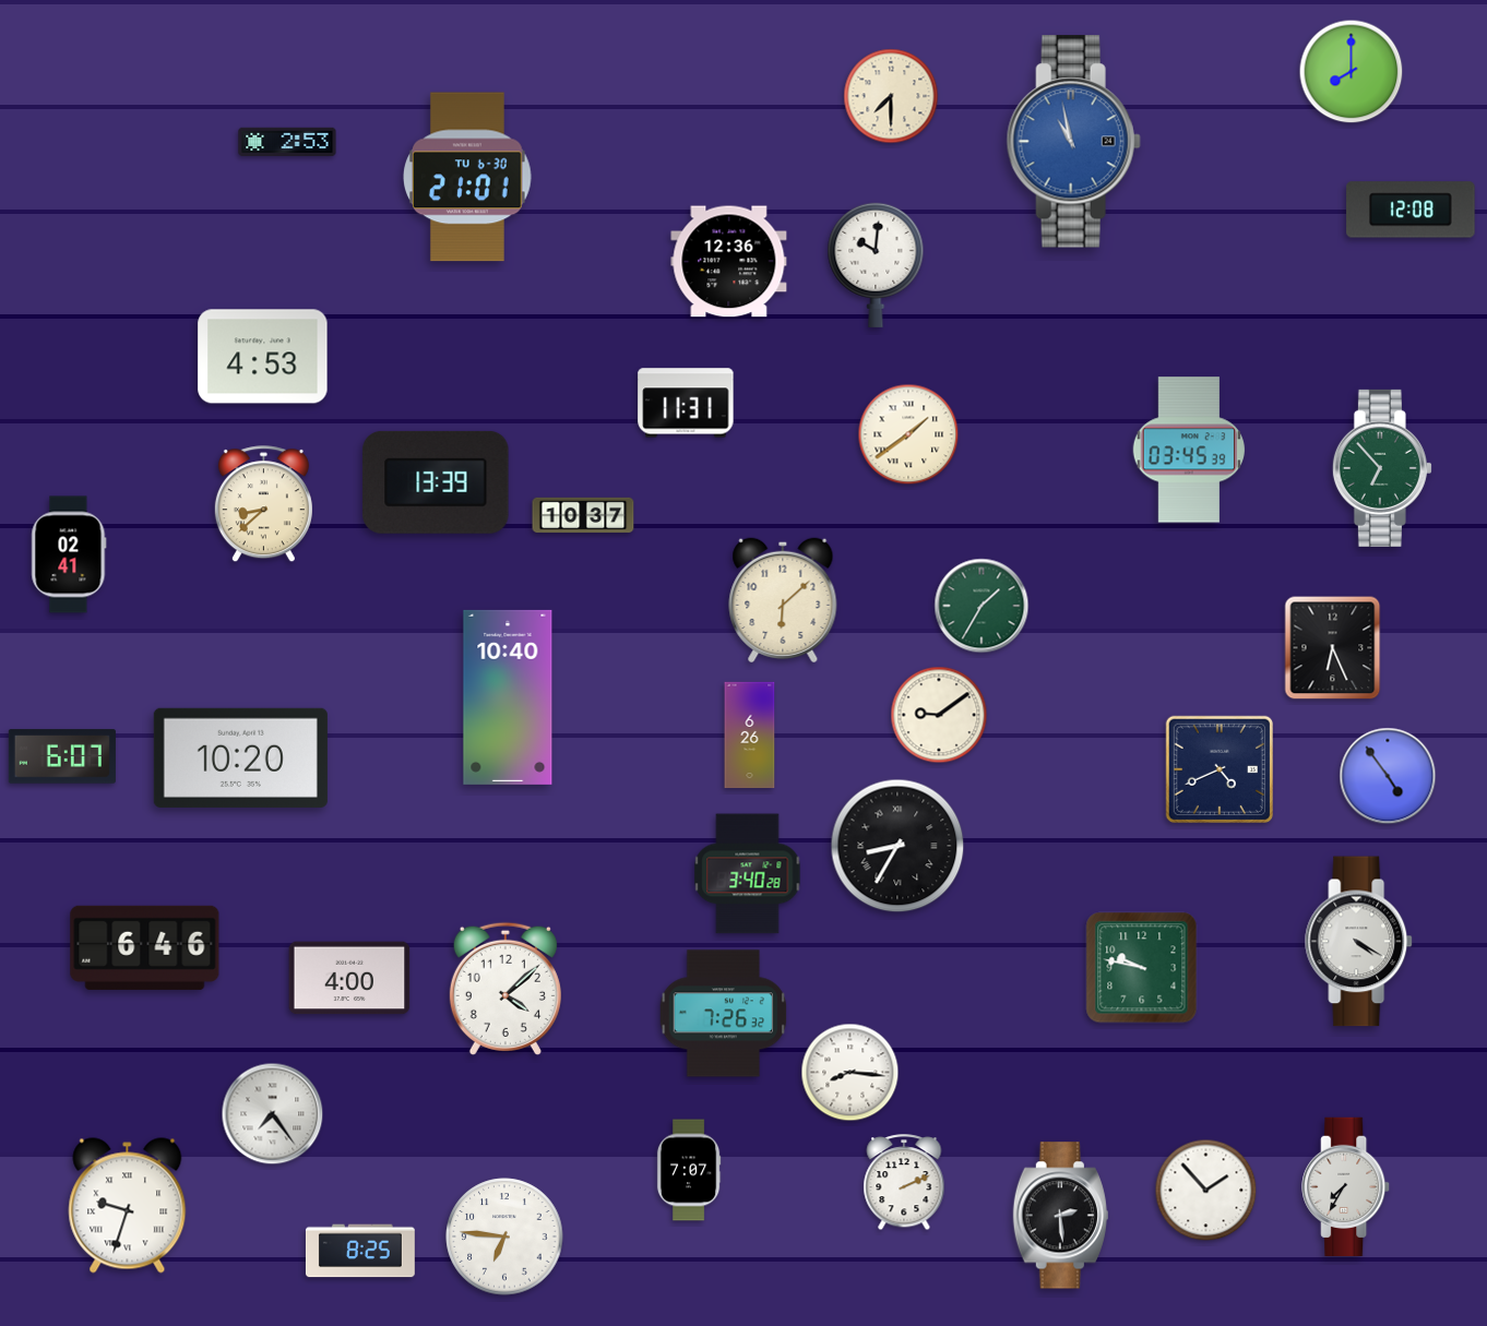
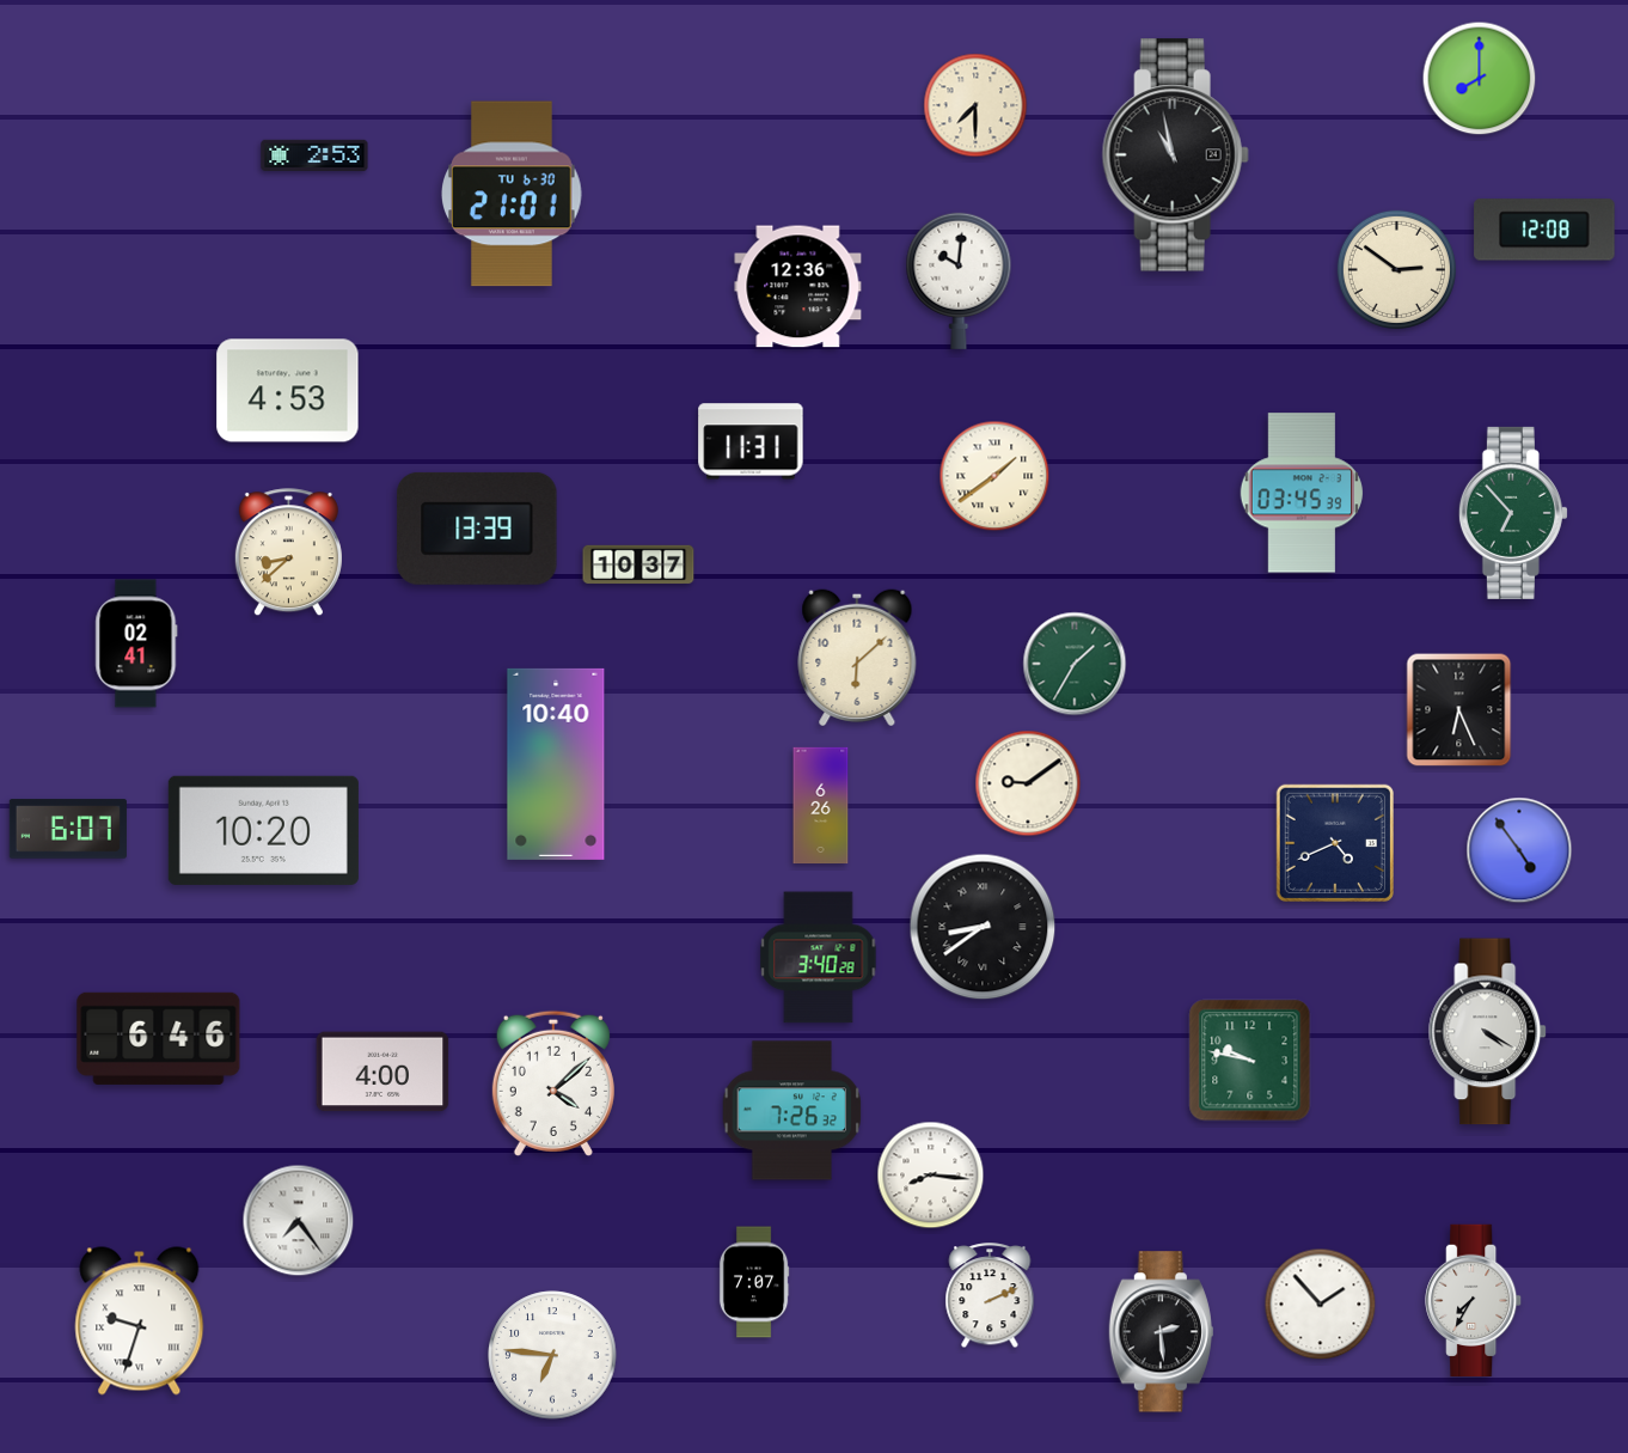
clock at (1073, 142) dial: blue -> black
clock at (1396, 269): none -> 2:51
clock at (876, 265) position: (876, 265) -> (959, 281)
clock at (69, 554) position: (69, 554) -> (136, 643)
clock at (897, 846): 8:35 -> 8:39
clock at (360, 1251): 8:25 -> none
